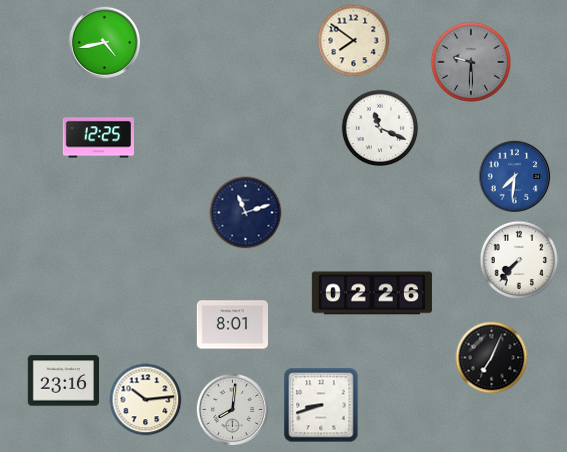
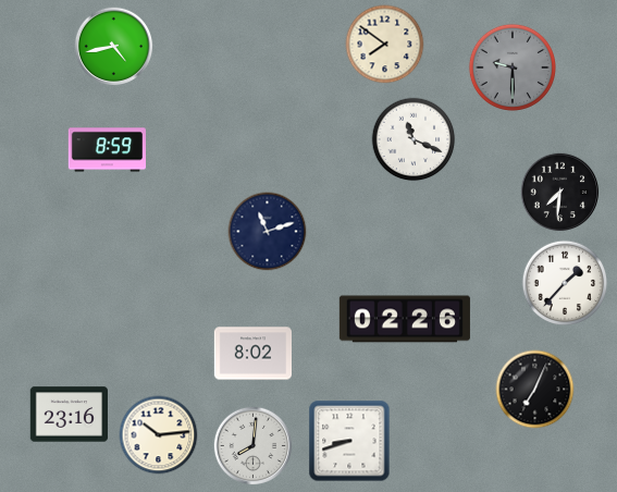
clock at (98, 138): 12:25 -> 8:59
clock at (515, 177) dial: blue -> black
clock at (519, 260): 7:37 -> 1:37
clock at (232, 325): 8:01 -> 8:02
